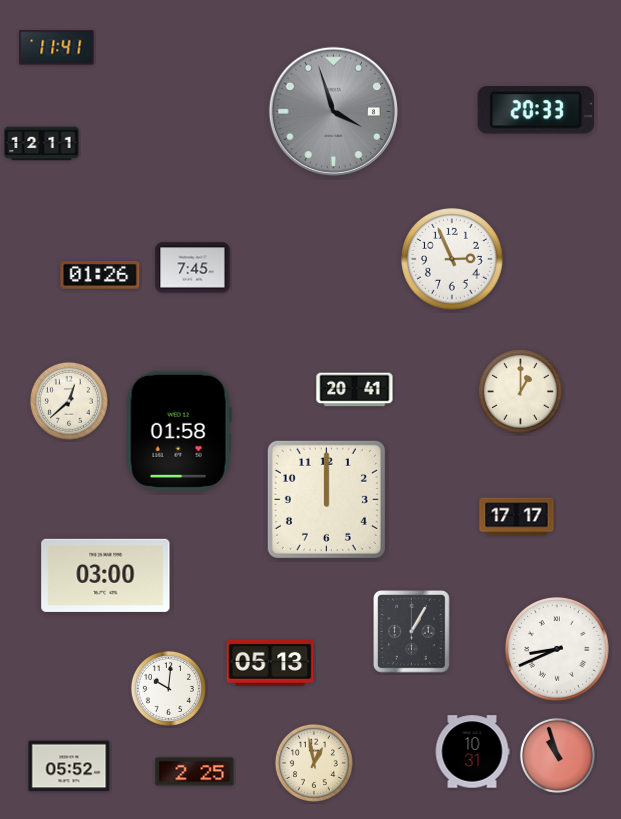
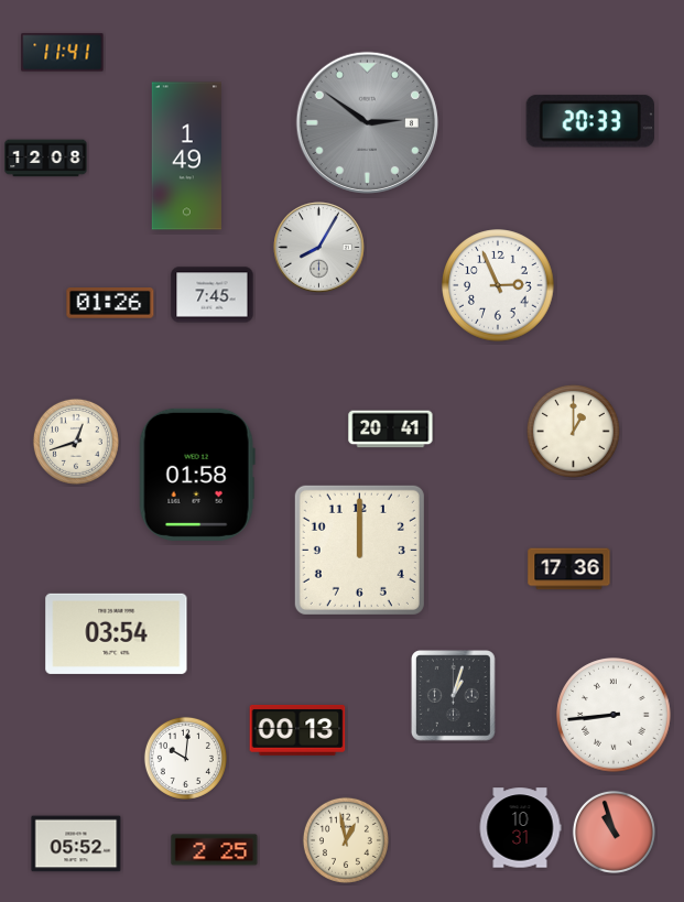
clock at (333, 111): 3:57 -> 2:51
clock at (186, 156): none -> 1:49
clock at (42, 144): 12:11 -> 12:08
clock at (319, 248): none -> 8:05
clock at (69, 401): 12:38 -> 12:42
clock at (517, 517): 17:17 -> 17:36
clock at (106, 575): 03:00 -> 03:54
clock at (412, 632): 1:05 -> 1:03
clock at (557, 649): 8:41 -> 8:44
clock at (270, 663): 05:13 -> 00:13
